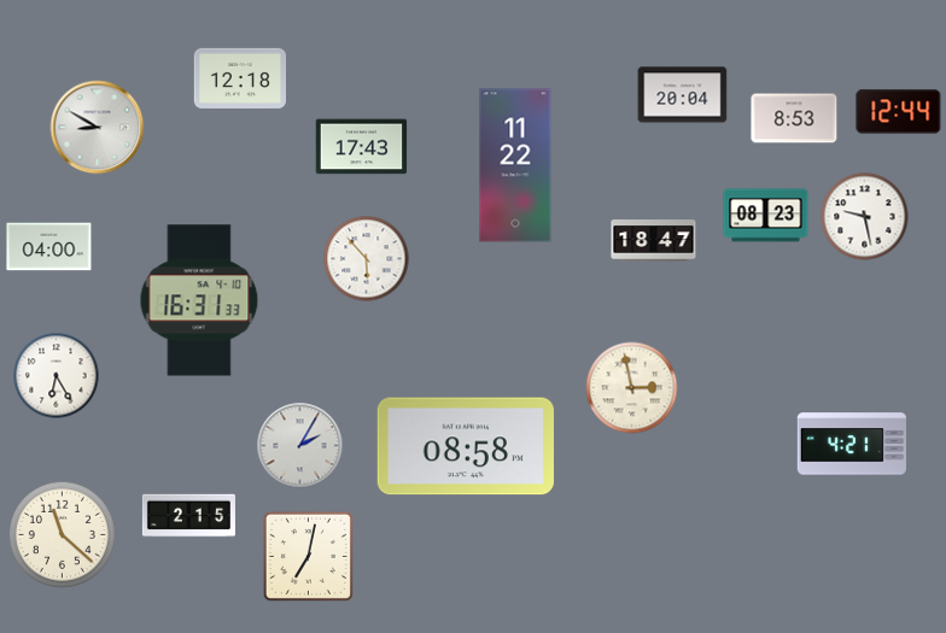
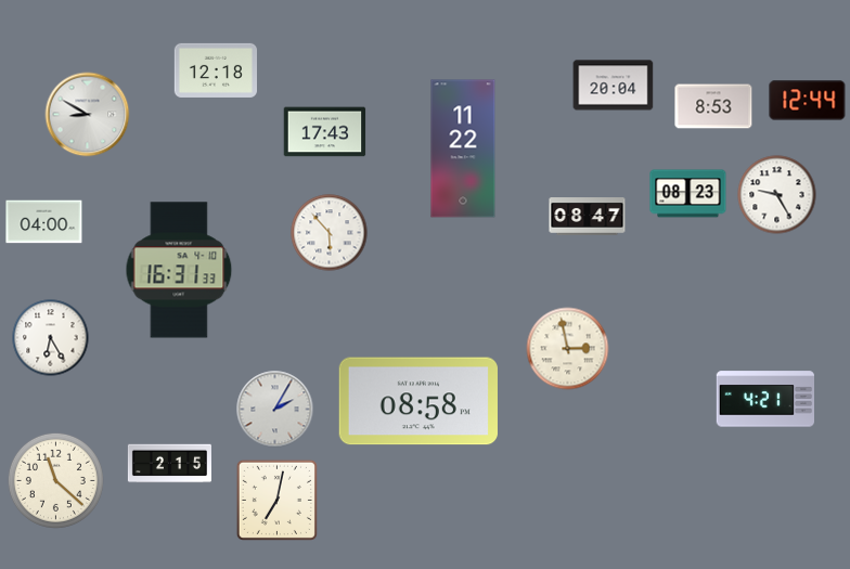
clock at (865, 217): 9:28 -> 9:25
clock at (654, 241): 18:47 -> 08:47
clock at (300, 446) position: (300, 446) -> (275, 410)
